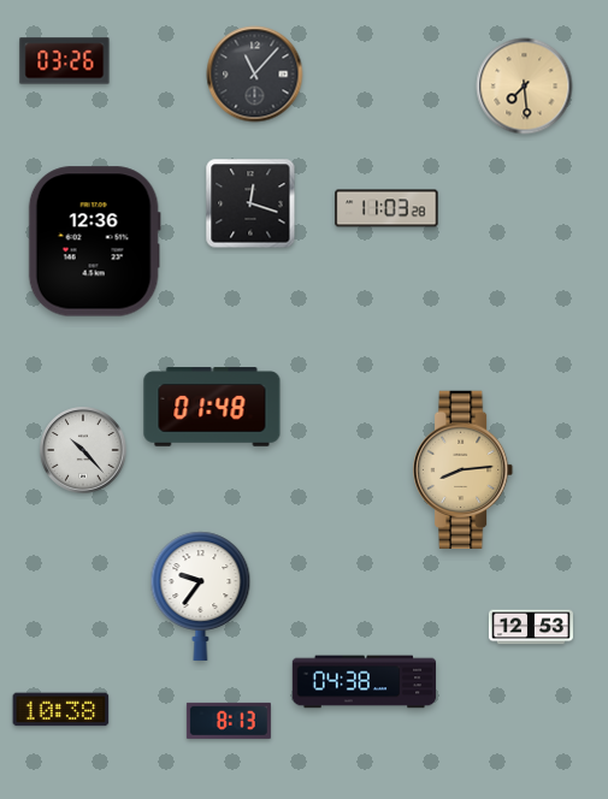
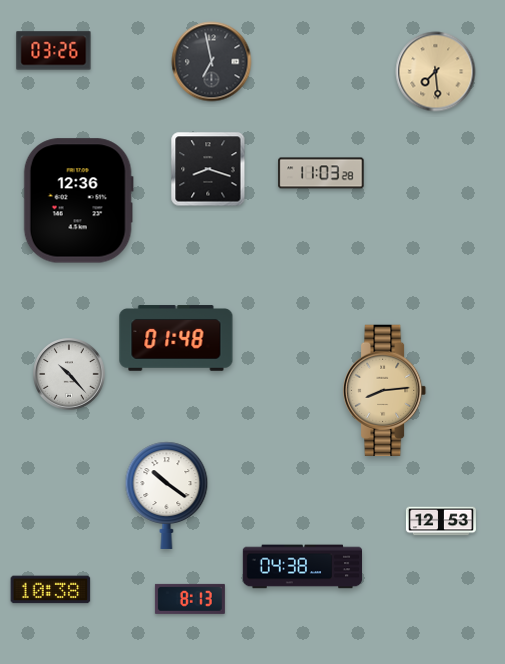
clock at (255, 75): 11:07 -> 6:58
clock at (250, 203): 12:18 -> 8:18
clock at (201, 596): 9:36 -> 10:21
